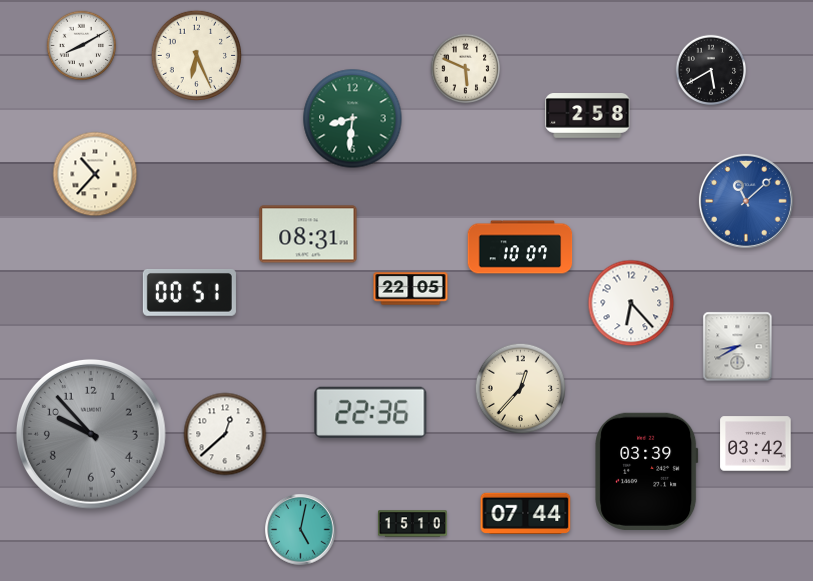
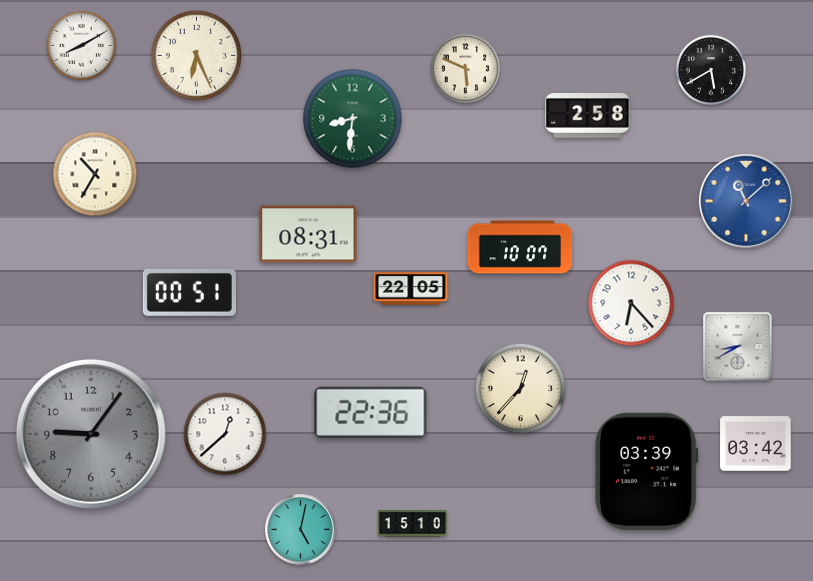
clock at (95, 174): 10:37 -> 10:35
clock at (91, 434): 9:53 -> 9:06
clock at (526, 513): 07:44 -> none
